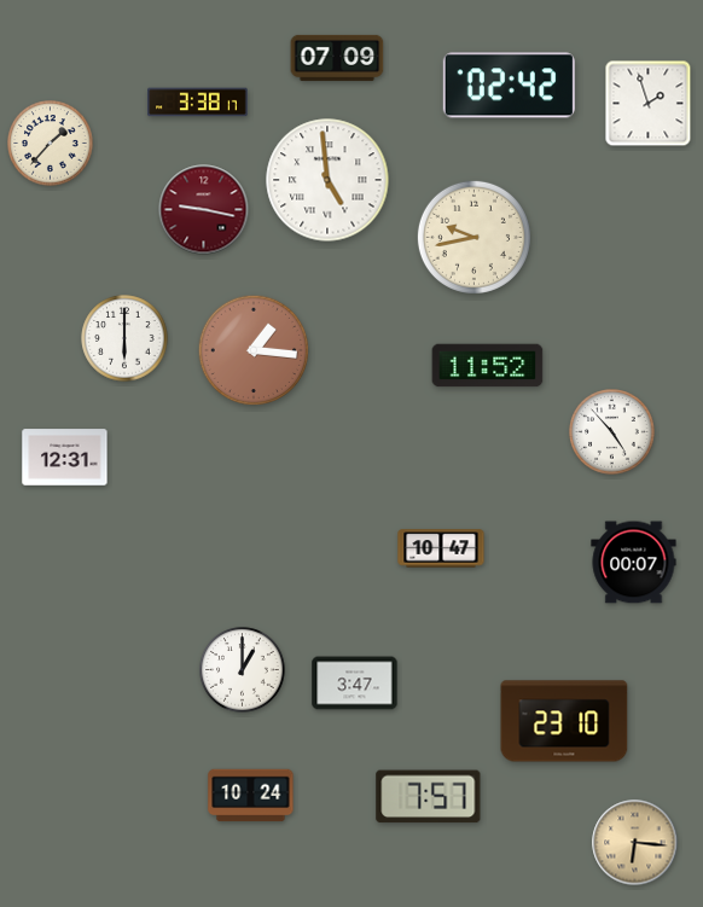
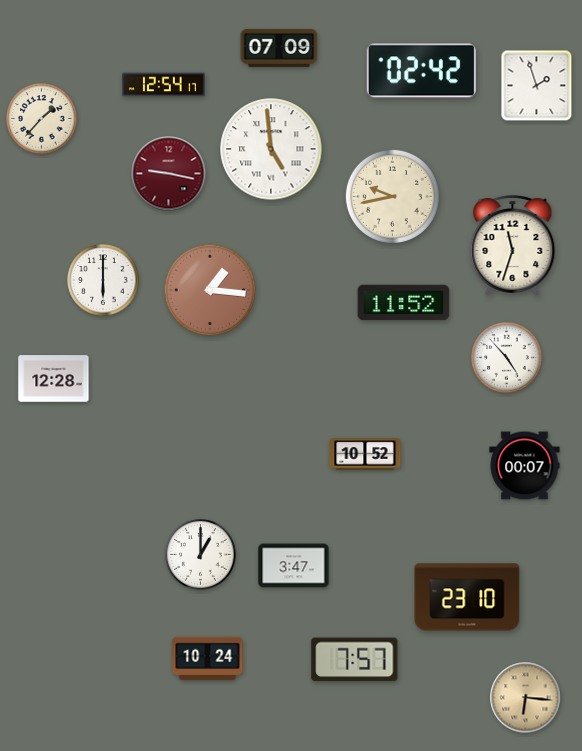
clock at (198, 103): 3:38 -> 12:54
clock at (513, 245): none -> 11:33
clock at (65, 458): 12:31 -> 12:28
clock at (441, 548): 10:47 -> 10:52
